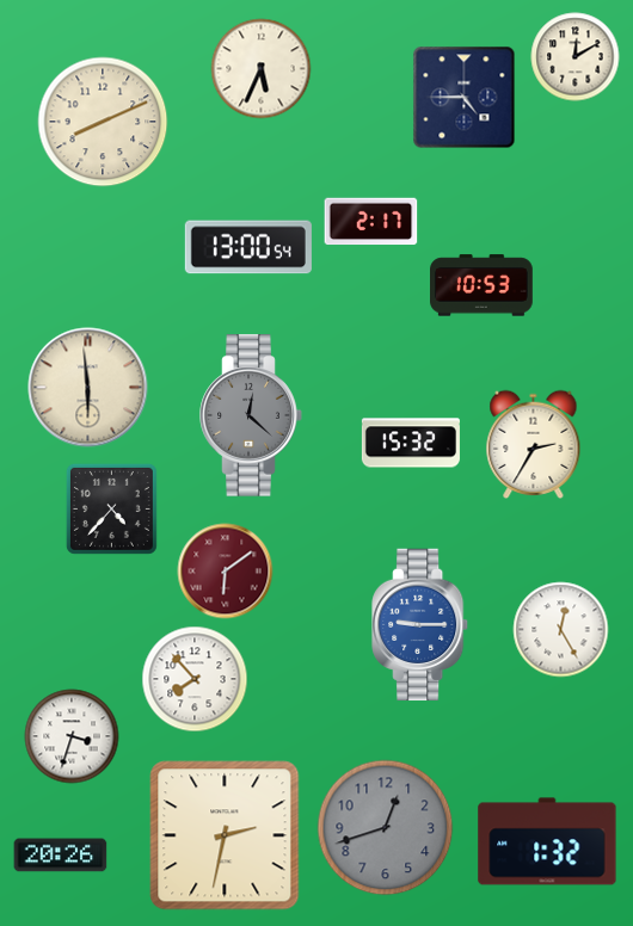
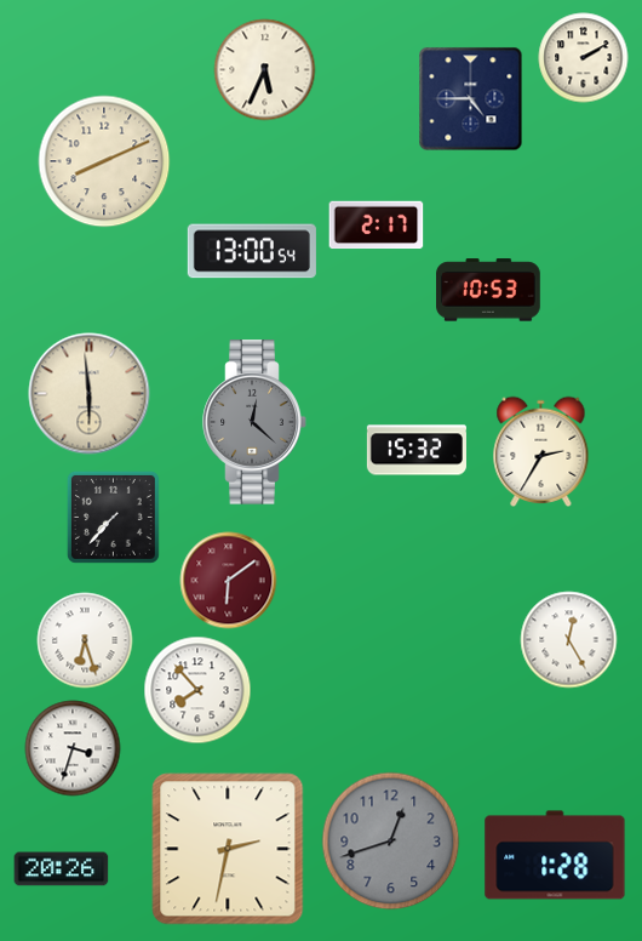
clock at (576, 57): 12:10 -> 2:10
clock at (103, 122) position: (103, 122) -> (104, 161)
clock at (111, 508): 4:37 -> 7:37
clock at (420, 625): 9:15 -> none
clock at (85, 640): none -> 6:27
clock at (547, 841): 1:32 -> 1:28
